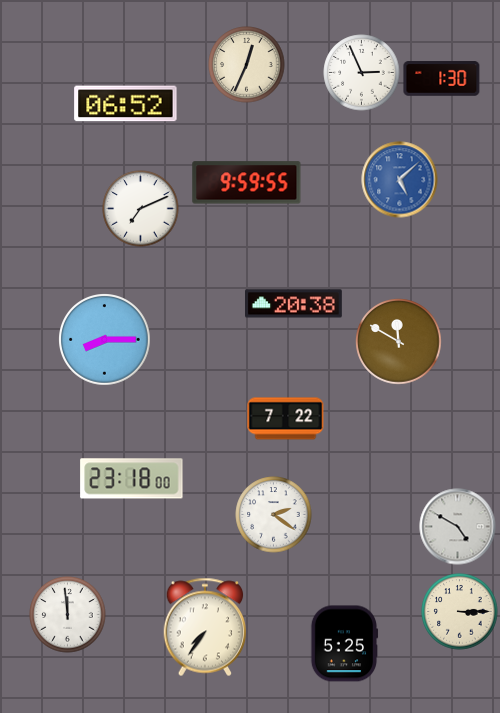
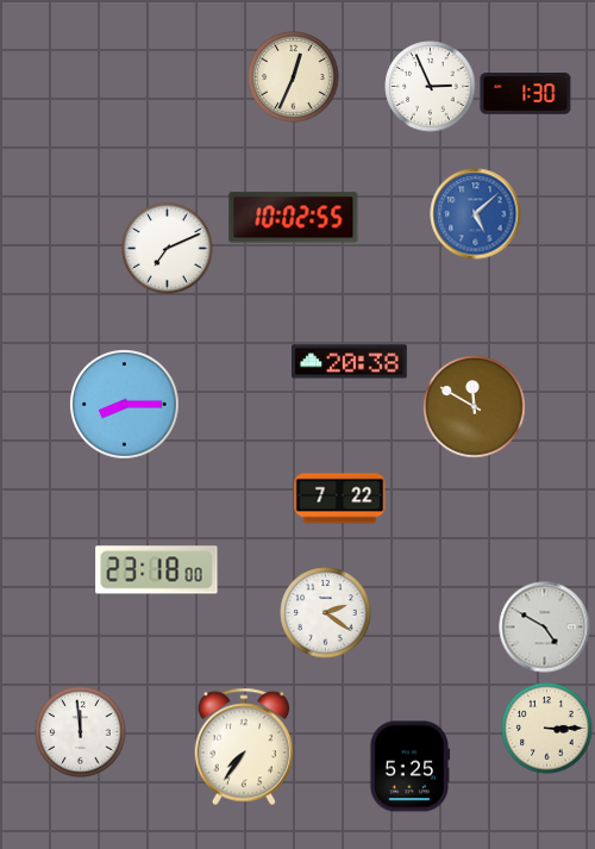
clock at (126, 104): 06:52 -> none
clock at (247, 183): 9:59 -> 10:02
